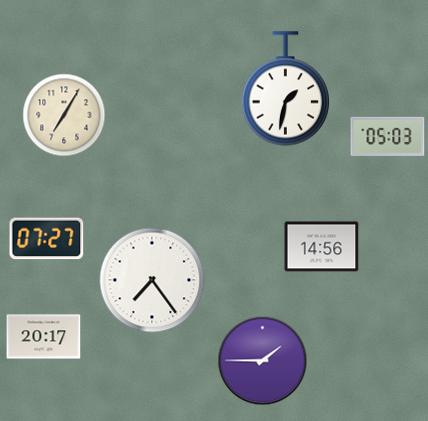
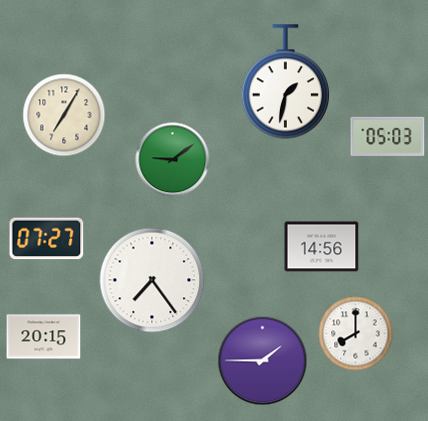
clock at (285, 89) position: (285, 89) -> (285, 82)
clock at (173, 160): none -> 9:09
clock at (356, 334): none -> 8:00
clock at (44, 337): 20:17 -> 20:15
